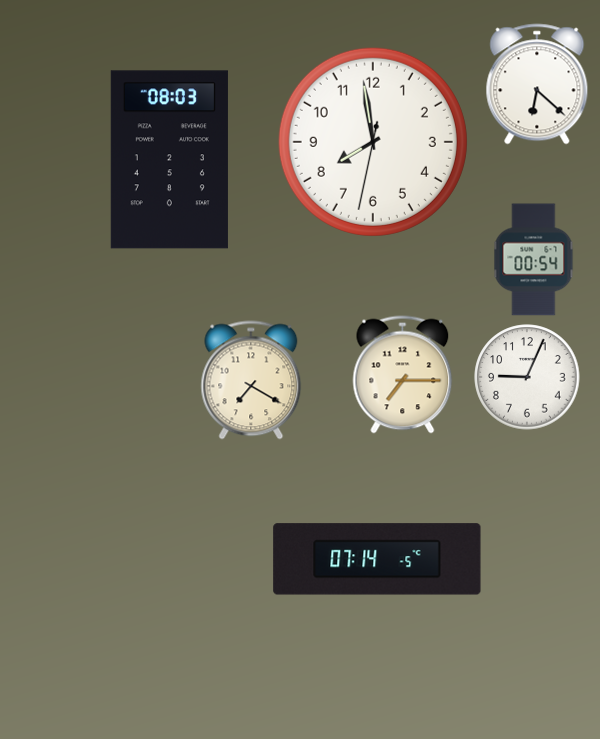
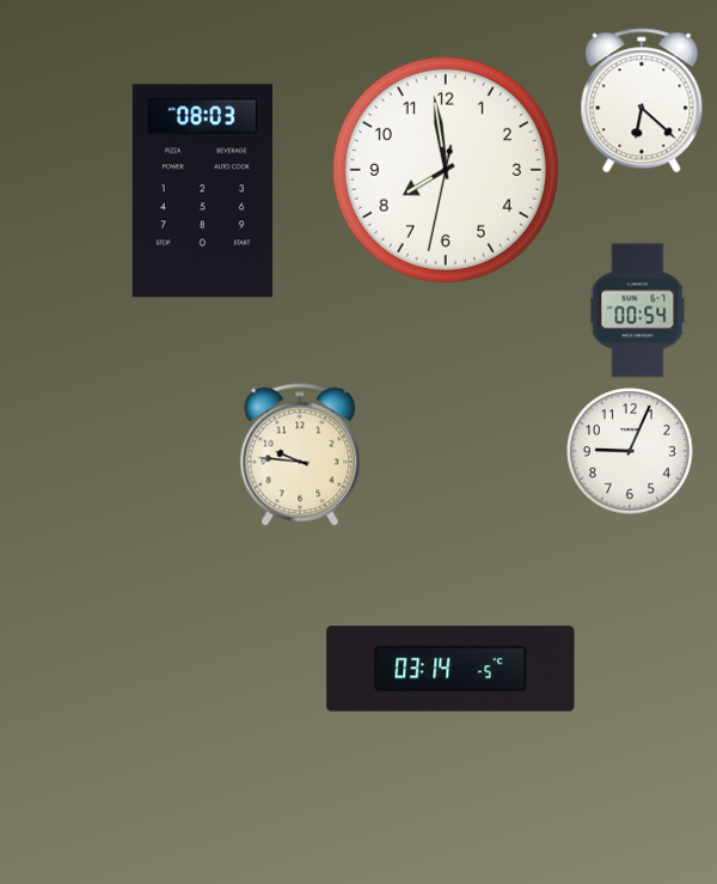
clock at (403, 375): 7:15 -> none
clock at (251, 380): 7:20 -> 9:46
clock at (377, 559): 07:14 -> 03:14
